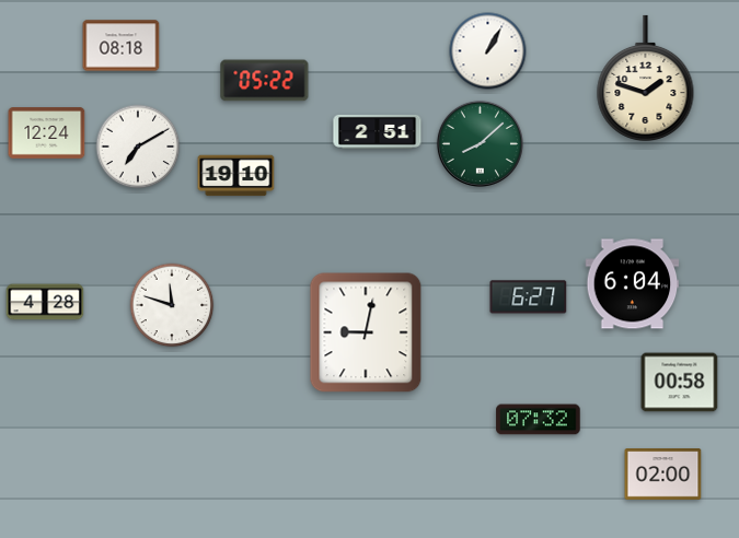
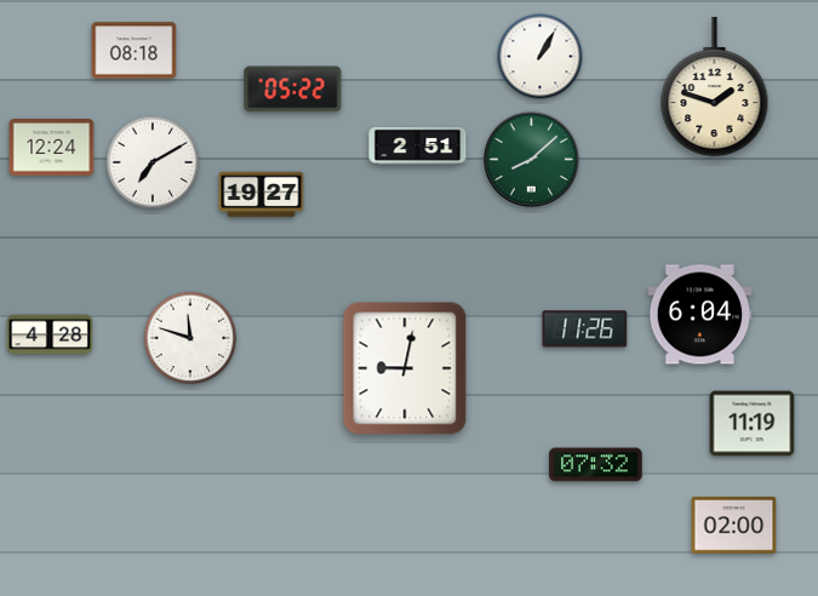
clock at (236, 176): 19:10 -> 19:27
clock at (529, 297): 6:27 -> 11:26
clock at (680, 383): 00:58 -> 11:19
